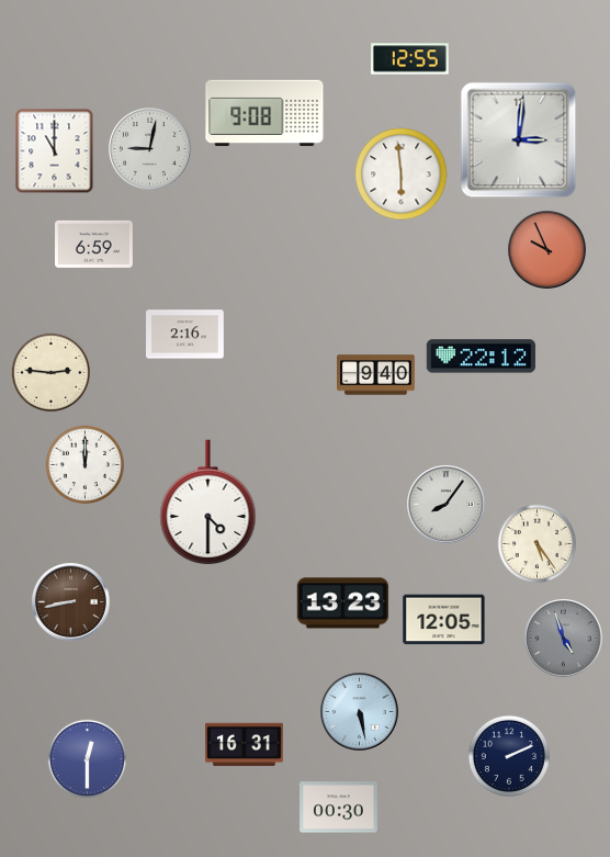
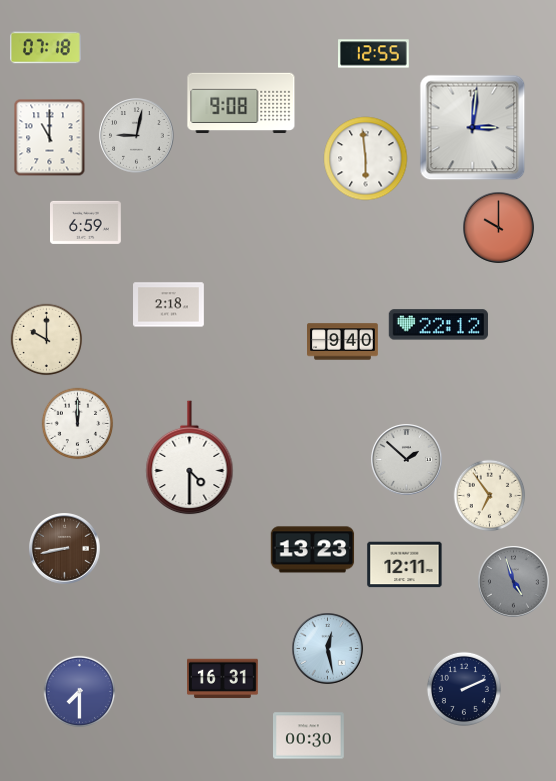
clock at (46, 48): none -> 07:18
clock at (547, 250): 9:56 -> 10:00
clock at (185, 335): 2:16 -> 2:18
clock at (52, 373): 2:46 -> 10:00
clock at (447, 505): 8:06 -> 1:52
clock at (538, 544): 5:24 -> 6:54
clock at (444, 620): 12:05 -> 12:11
clock at (360, 712): 5:28 -> 12:28
clock at (88, 759): 12:30 -> 7:30
